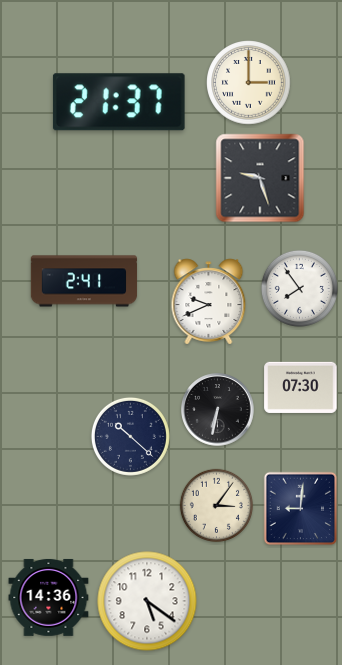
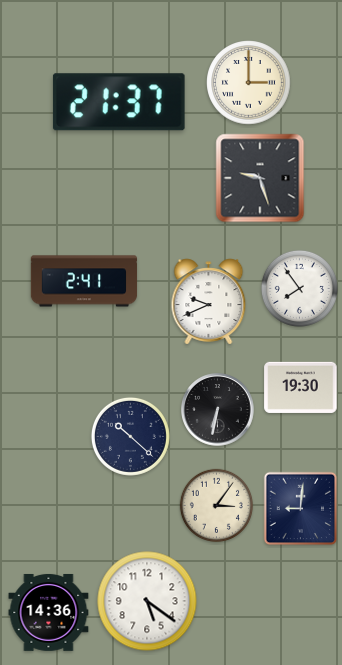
clock at (301, 387): 07:30 -> 19:30
clock at (49, 597) position: (49, 597) -> (49, 612)
